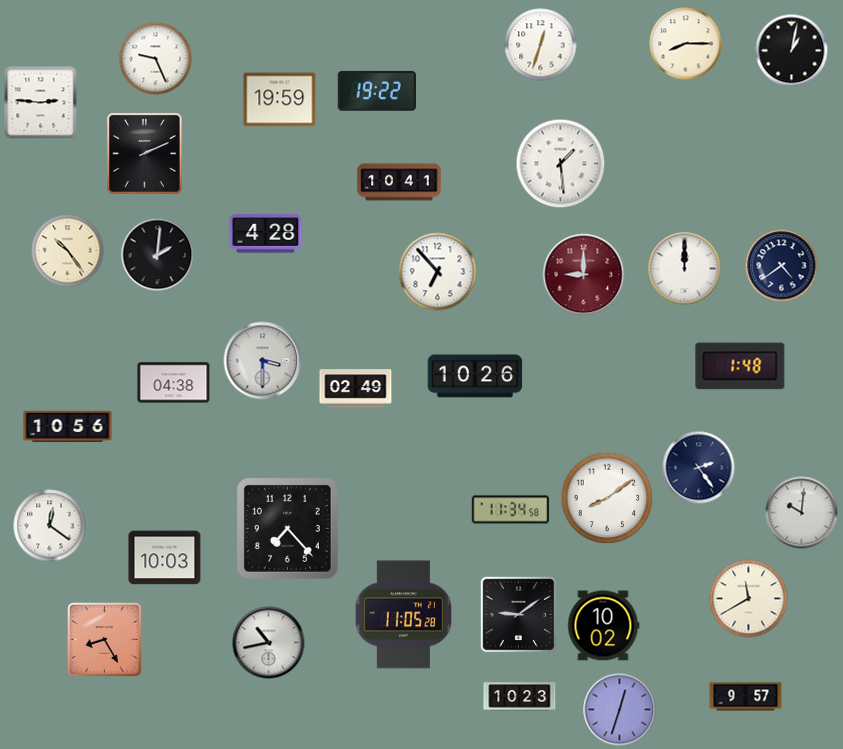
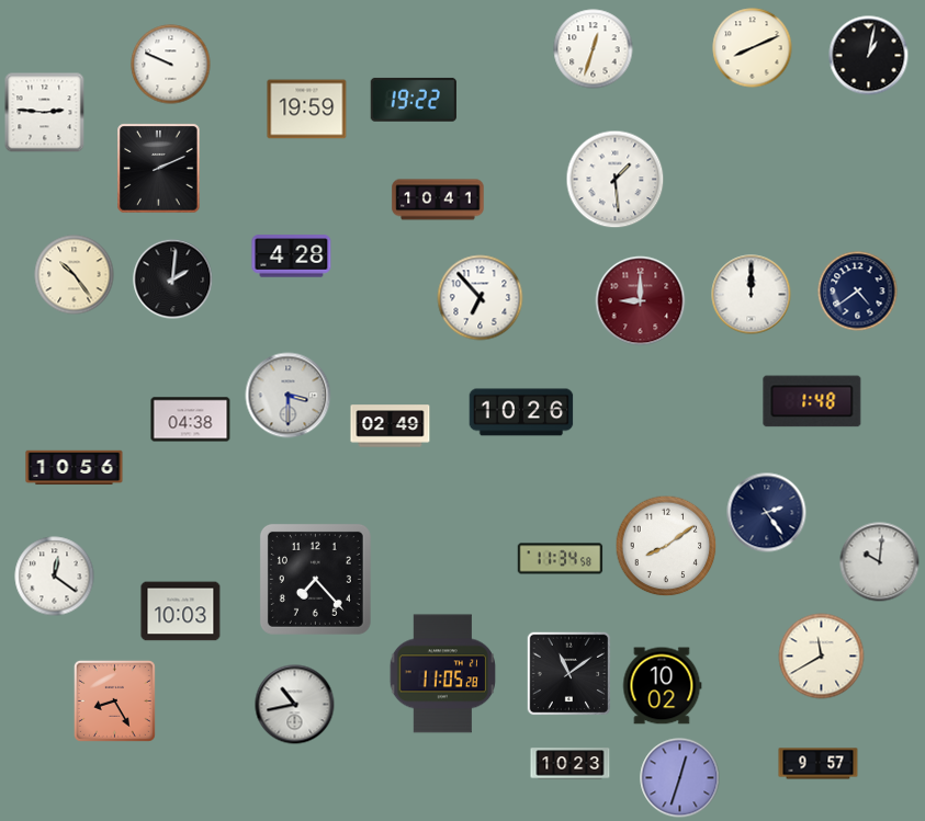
clock at (686, 44): 8:15 -> 8:11
clock at (156, 59): 9:26 -> 9:49
clock at (519, 615): 9:09 -> 11:09
